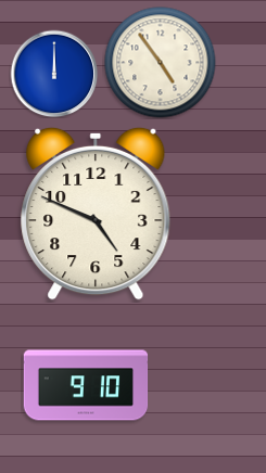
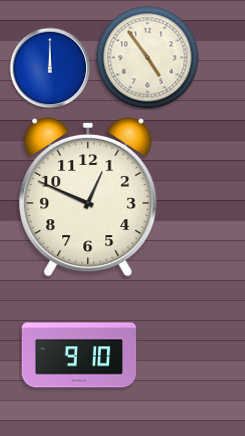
clock at (96, 214): 4:49 -> 12:49
